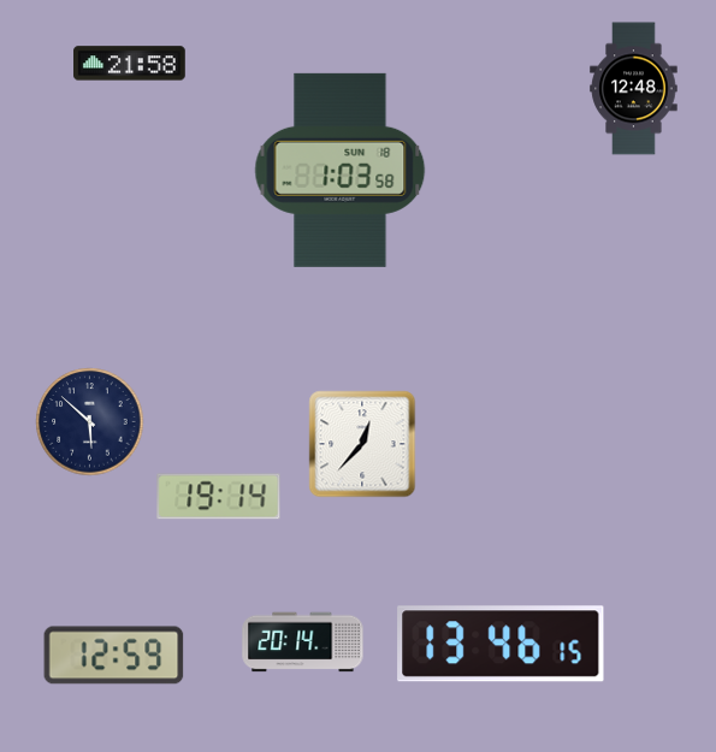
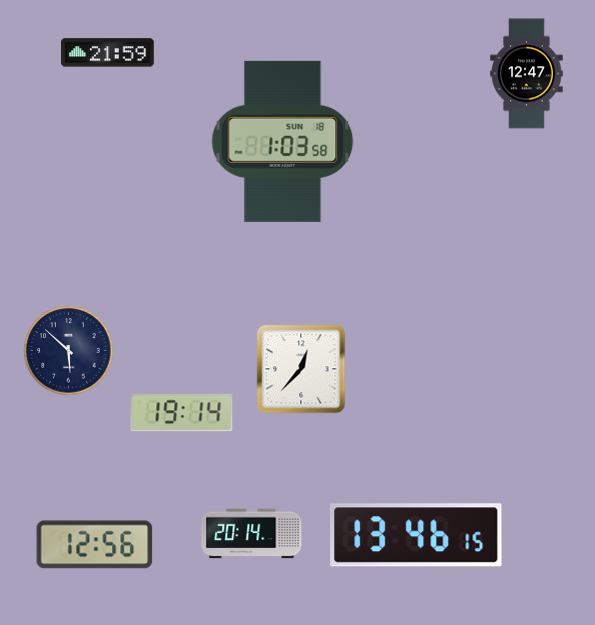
clock at (130, 64): 21:58 -> 21:59
clock at (634, 89): 12:48 -> 12:47
clock at (90, 422) position: (90, 422) -> (69, 351)
clock at (114, 656): 12:59 -> 12:56
